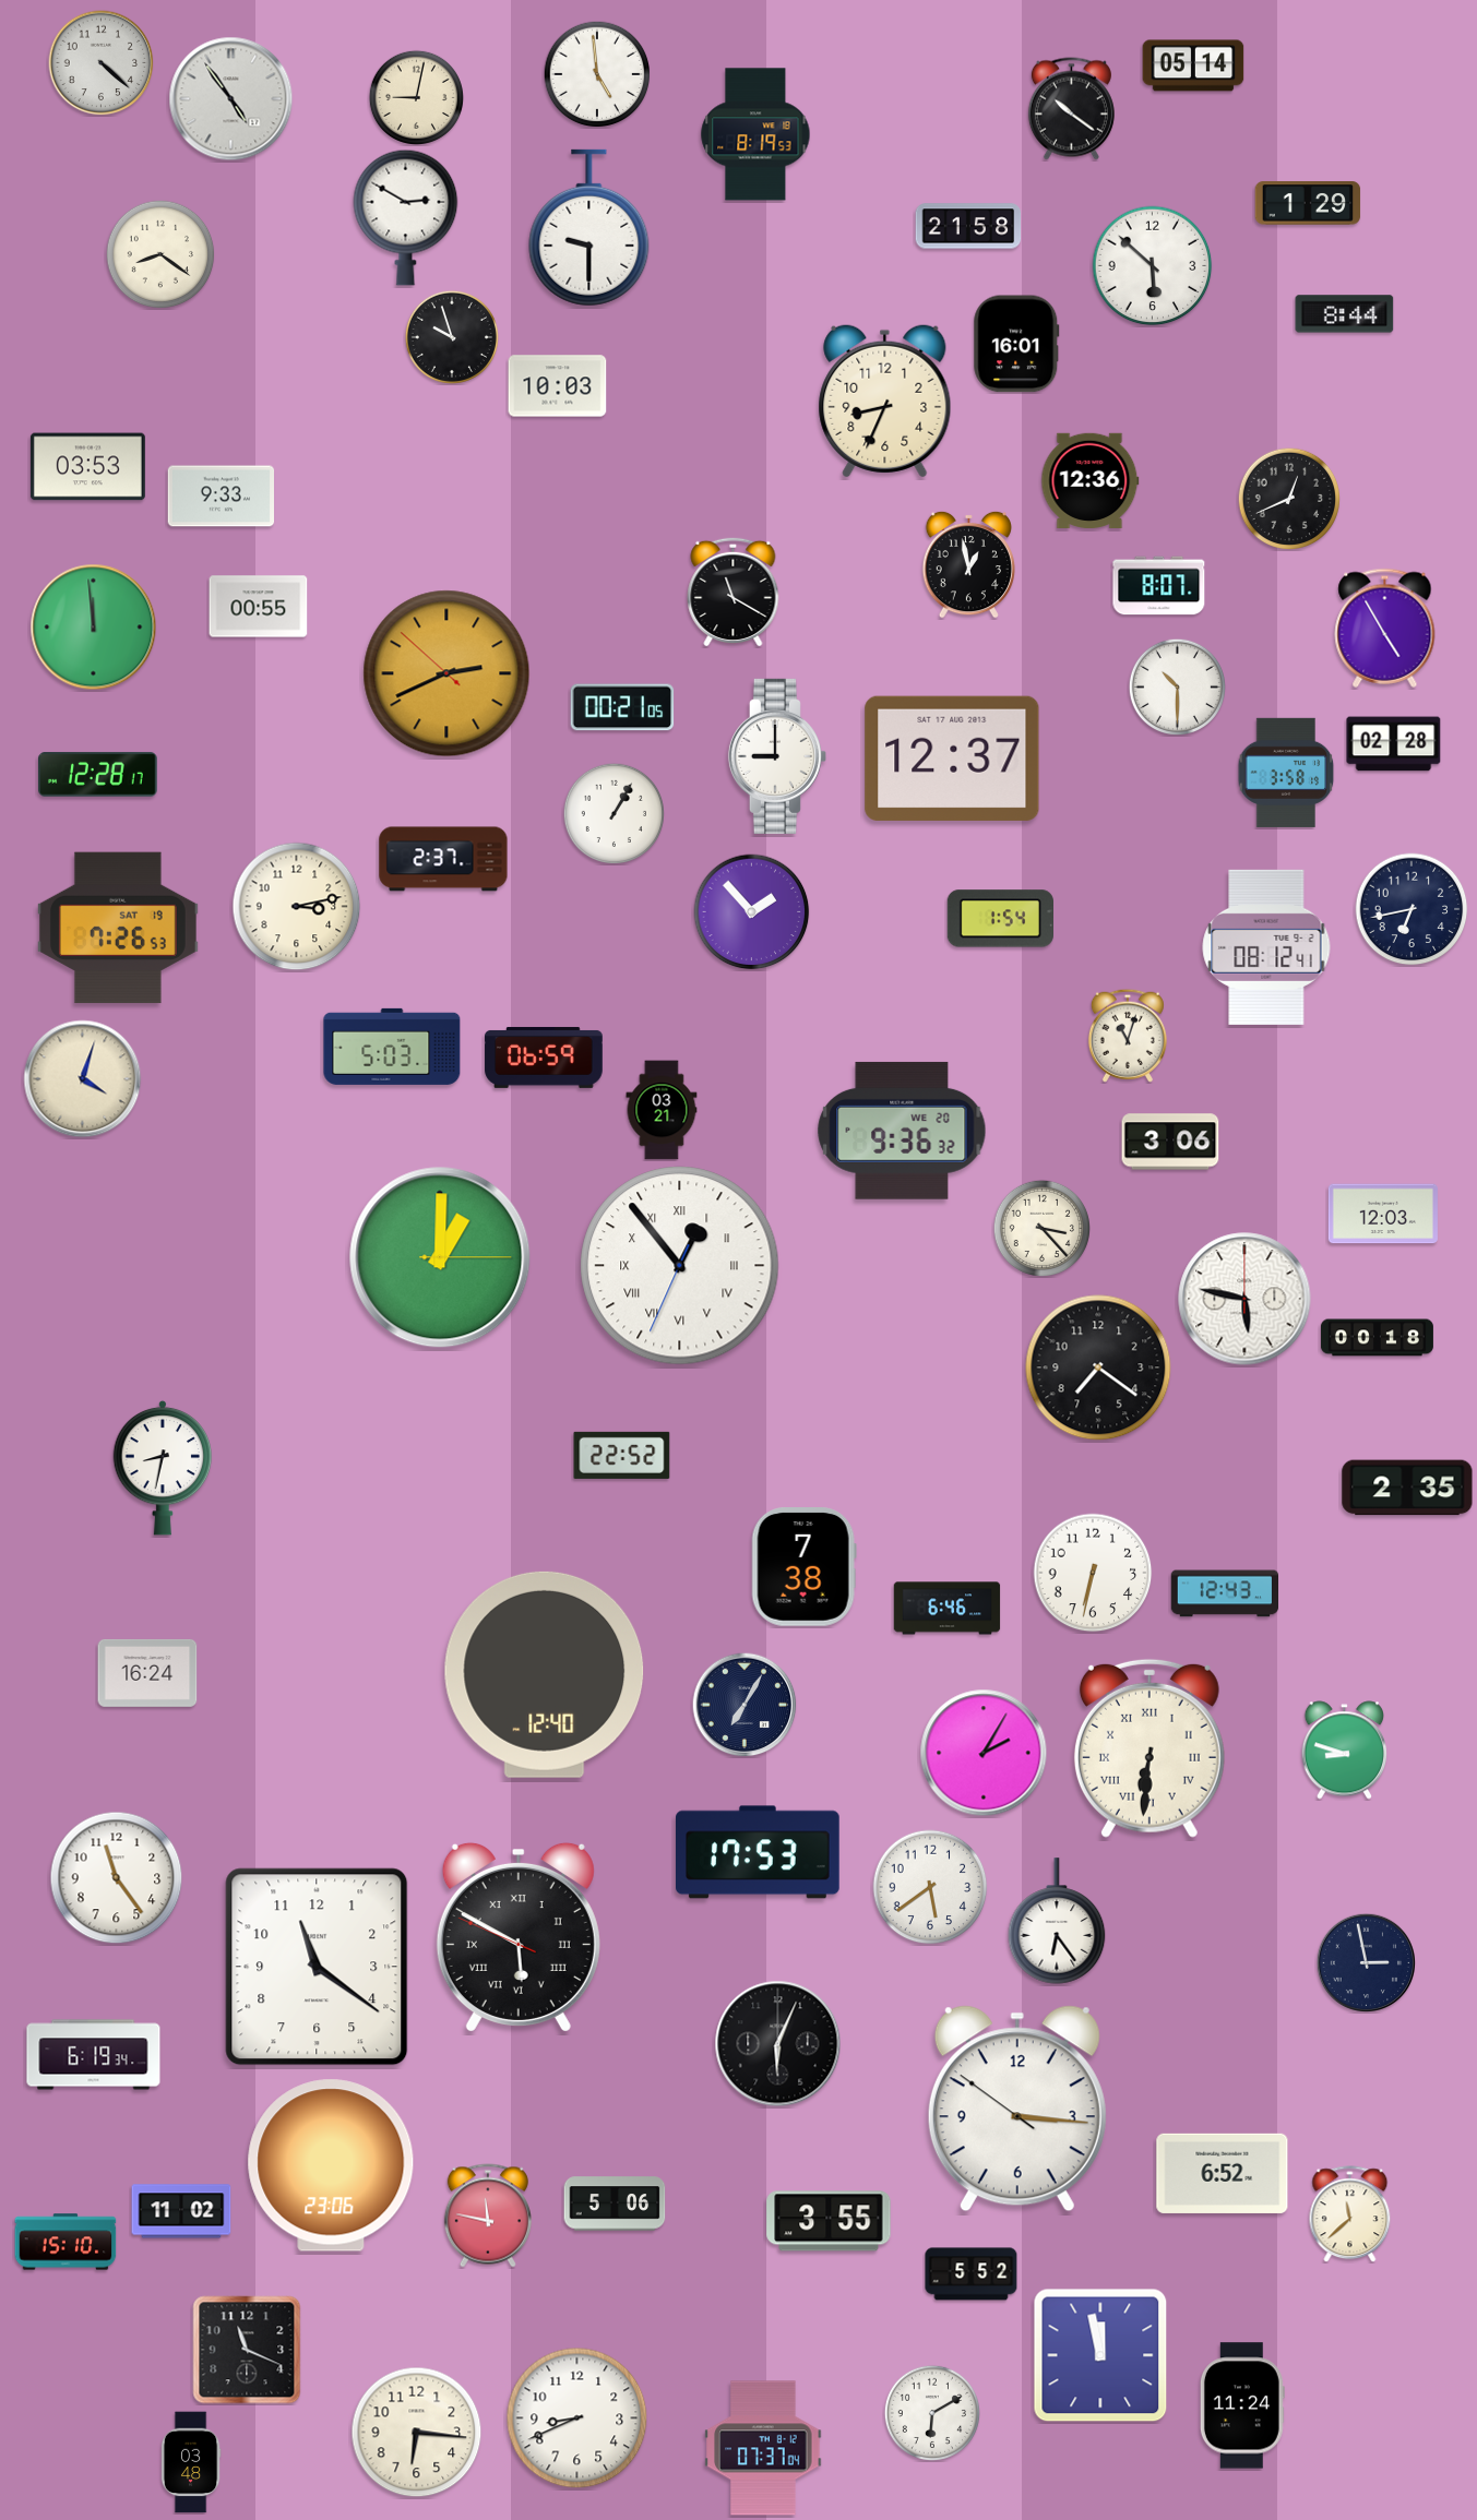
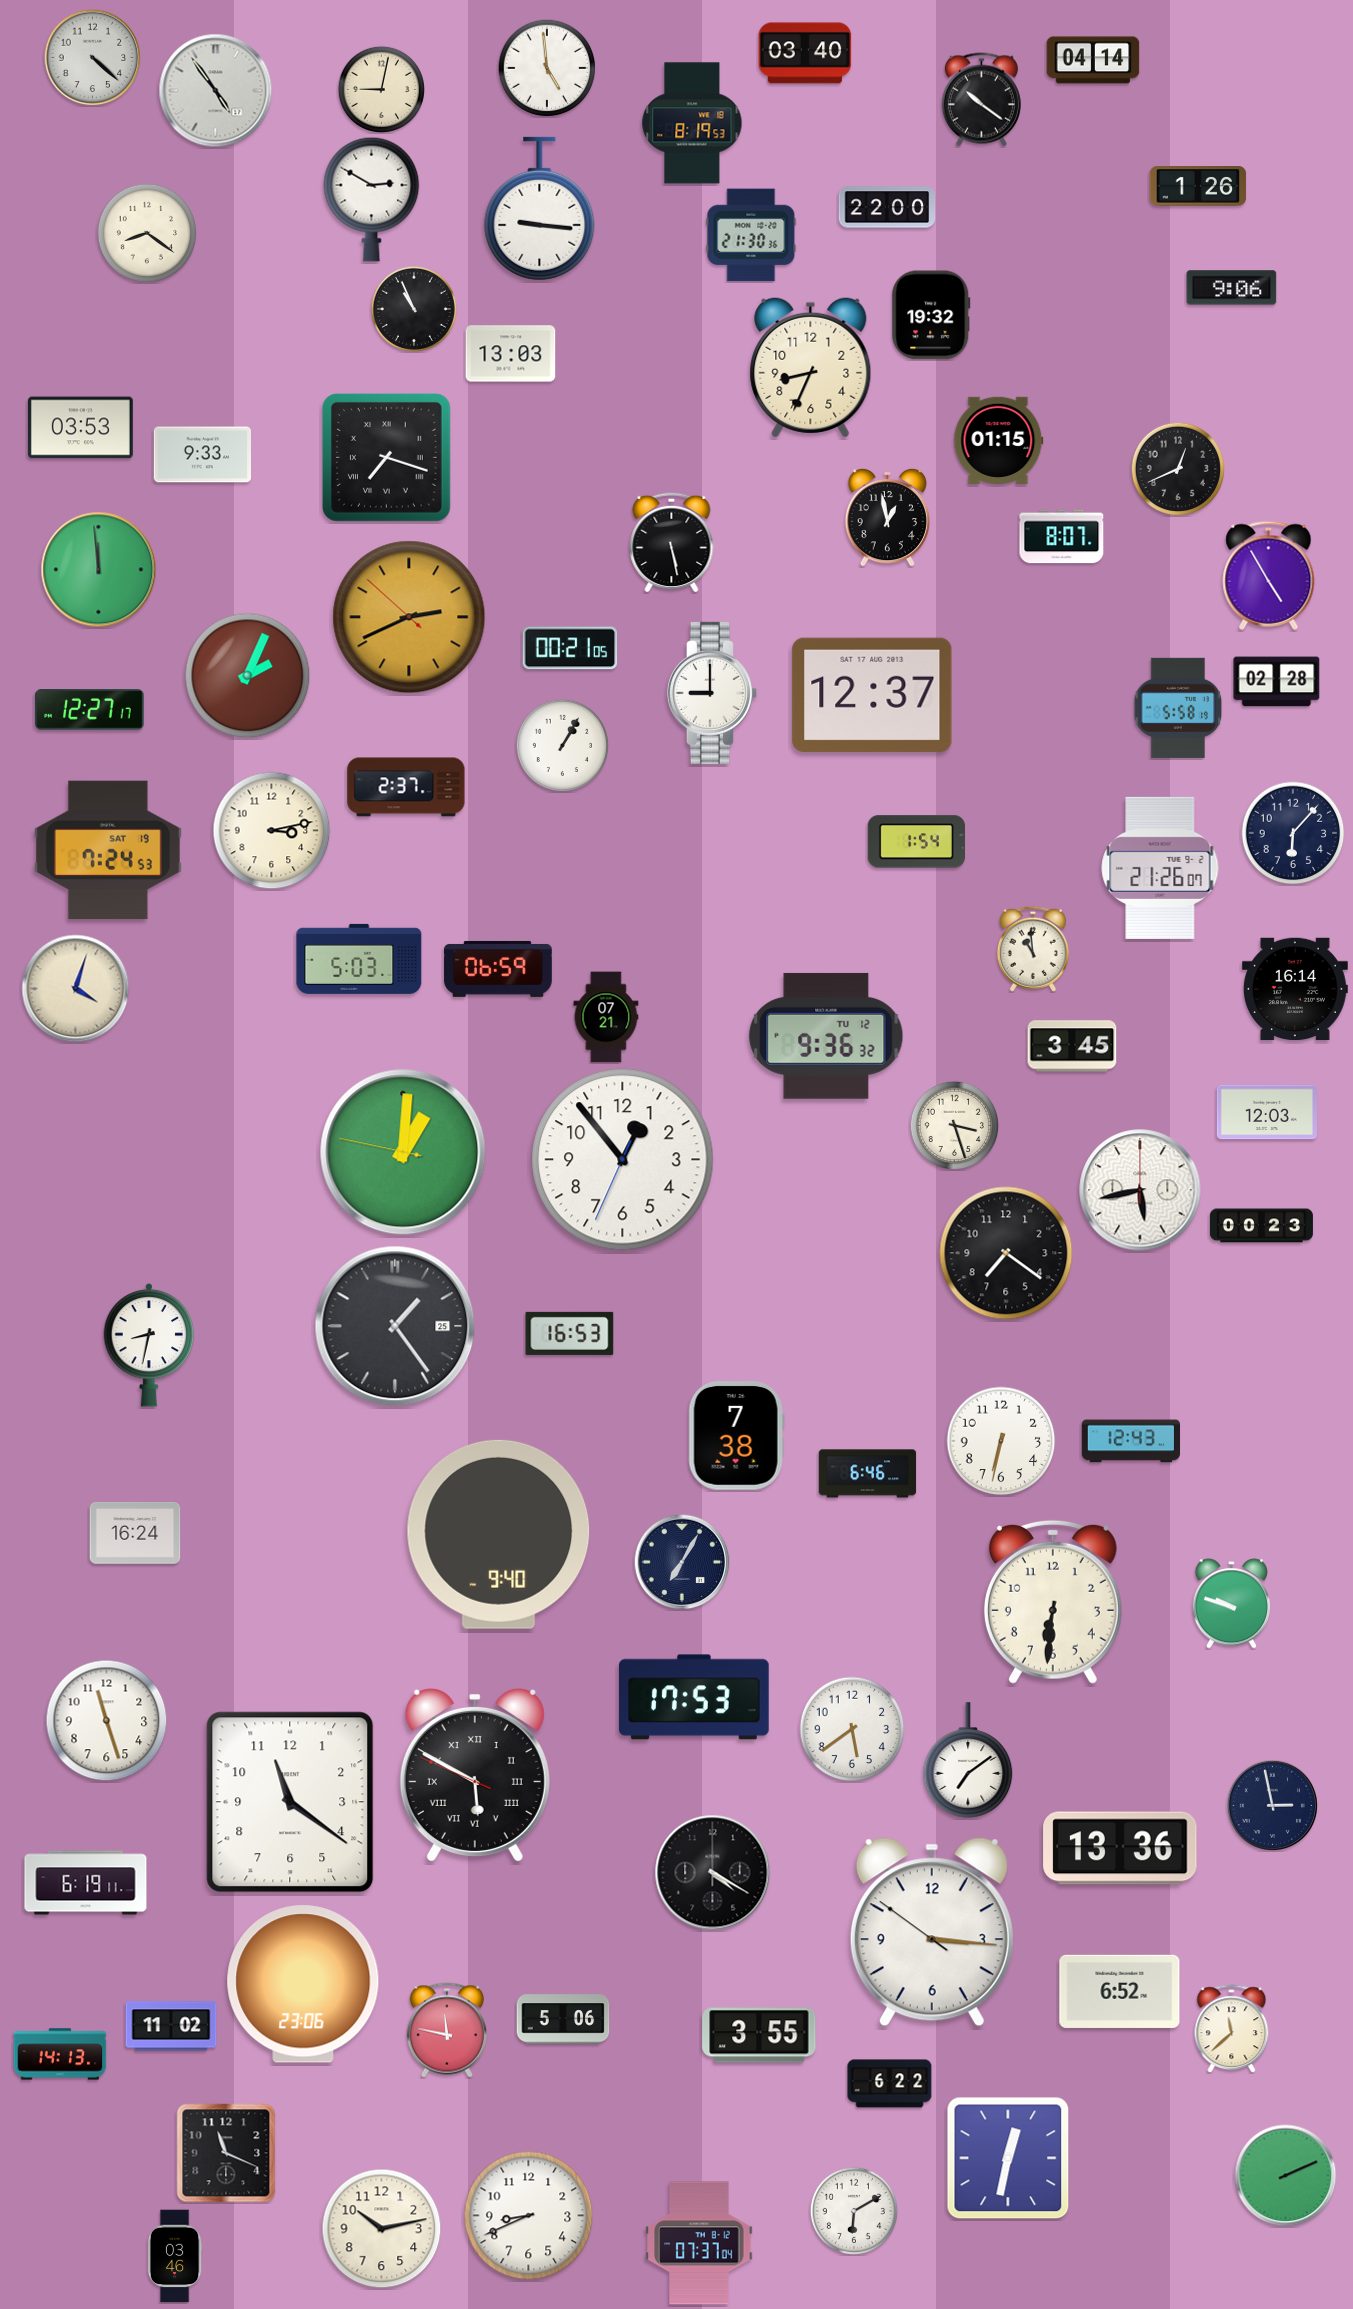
clock at (805, 53): none -> 03:40
clock at (1193, 65): 05:14 -> 04:14
clock at (231, 99) position: (231, 99) -> (216, 91)
clock at (1308, 203): 1:29 -> 1:26
clock at (968, 226): 21:58 -> 22:00
clock at (589, 228): 9:30 -> 9:16
clock at (751, 235): none -> 21:30
clock at (1153, 266): 5:52 -> none
clock at (1345, 314): 8:44 -> 9:06
clock at (452, 337): 9:57 -> 10:56
clock at (1016, 344): 16:01 -> 19:32
clock at (558, 386): 10:03 -> 13:03
clock at (1091, 480): 12:36 -> 01:15
clock at (1289, 499) position: (1289, 499) -> (1178, 469)
clock at (387, 458): none -> 7:18
clock at (734, 592): 11:20 -> 5:28
clock at (259, 607): 00:55 -> none
clock at (94, 628) position: (94, 628) -> (99, 570)
clock at (1177, 686): 10:30 -> none
clock at (248, 676): none -> 2:04
clock at (1286, 773): 3:58 -> 5:58
clock at (98, 775): 12:28 -> 12:27
clock at (1412, 909): 6:43 -> 6:07
clock at (752, 912): 1:53 -> none
clock at (118, 928): 7:26 -> 7:24
clock at (1266, 947): 08:12 -> 21:26
clock at (1128, 1036): 11:03 -> 10:59
clock at (1295, 989): none -> 16:14
clock at (662, 1110): 03:21 -> 07:21
clock at (902, 1131) date: WE 20 -> TU 12
clock at (1170, 1142): 3:06 -> 3:45
clock at (1041, 1228): 3:23 -> 3:27
clock at (440, 1257): 1:00:15 -> 1:00:47
clock at (680, 1266) numerals: Roman -> Arabic
clock at (1244, 1299): 5:47 -> 5:43
clock at (1377, 1338): 00:18 -> 00:23
clock at (395, 1326): none -> 1:24
clock at (622, 1455): 22:52 -> 16:53
clock at (1407, 1488): 2:35 -> none
clock at (1224, 1593) position: (1224, 1593) -> (1130, 1441)
clock at (545, 1674): 12:40 -> 9:40
clock at (1150, 1748) numerals: Roman -> Arabic
clock at (1344, 1751): 8:48 -> 9:48
clock at (984, 1753): 2:05 -> none
clock at (117, 1878): 11:24 -> 11:27
clock at (1057, 1921): 6:24 -> 7:09
clock at (1366, 1962) position: (1366, 1962) -> (1272, 1805)
clock at (1120, 1848): none -> 13:36
clock at (778, 2044): 6:04 -> 4:20
clock at (94, 2055): 6:19:34 -> 6:19:11
clock at (181, 2211) position: (181, 2211) -> (171, 2026)
clock at (1350, 2214) position: (1350, 2214) -> (1232, 2029)
clock at (65, 2242): 15:10 -> 14:13
clock at (972, 2274): 5:52 -> 6:22
clock at (1100, 2355): 11:58 -> 12:32
clock at (1286, 2176): none -> 2:11
clock at (1242, 2405): 11:24 -> none
clock at (417, 2433): 6:16 -> 10:13
clock at (191, 2462): 03:48 -> 03:46
